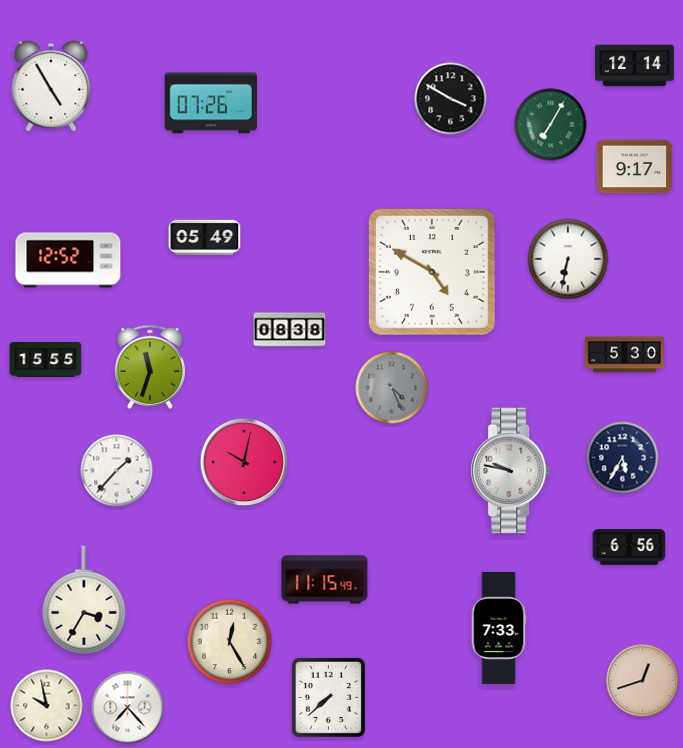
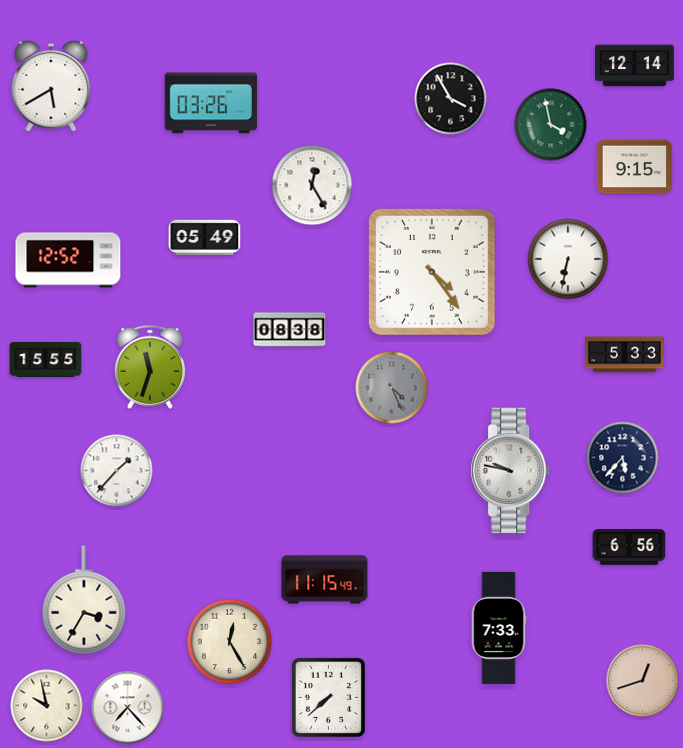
clock at (51, 86): 4:55 -> 5:40
clock at (451, 99): 3:50 -> 3:55
clock at (211, 103): 07:26 -> 03:26
clock at (551, 125): 7:05 -> 3:58
clock at (635, 167): 9:17 -> 9:15
clock at (312, 185): none -> 12:25
clock at (432, 272): 4:50 -> 4:24
clock at (625, 355): 5:30 -> 5:33
clock at (623, 458): 5:35 -> 5:37
clock at (244, 462): 10:02 -> none
